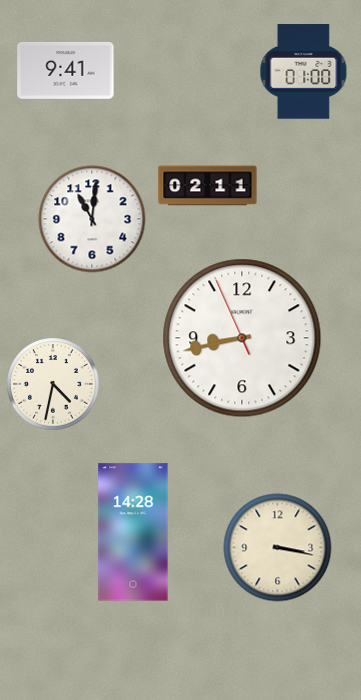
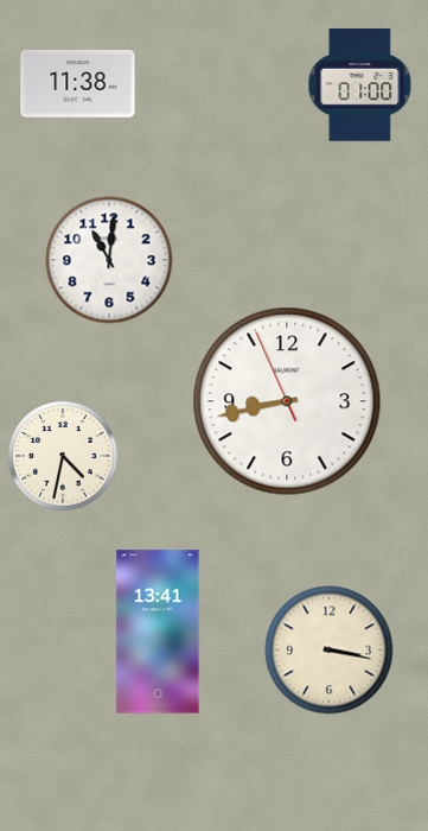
clock at (66, 70): 9:41 -> 11:38
clock at (208, 186): 02:11 -> none
clock at (133, 532): 14:28 -> 13:41
